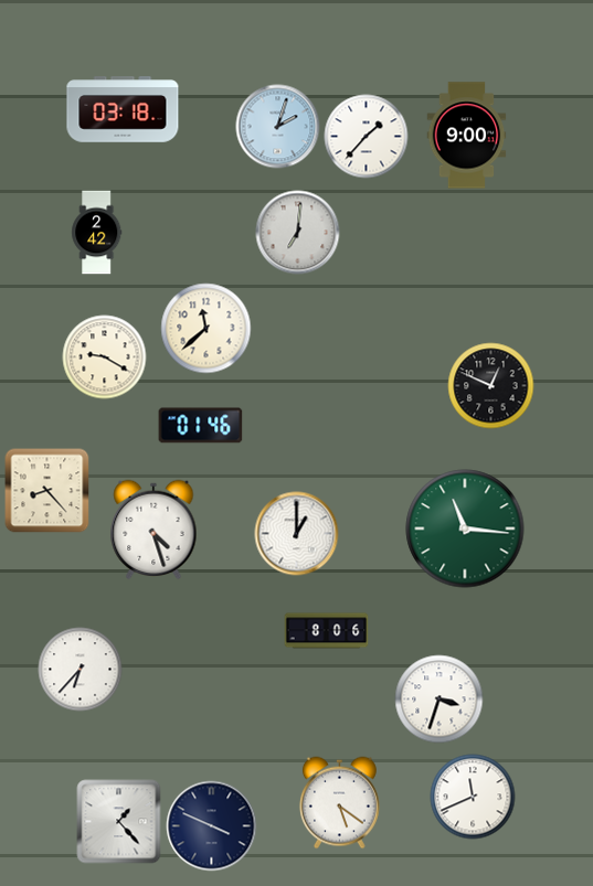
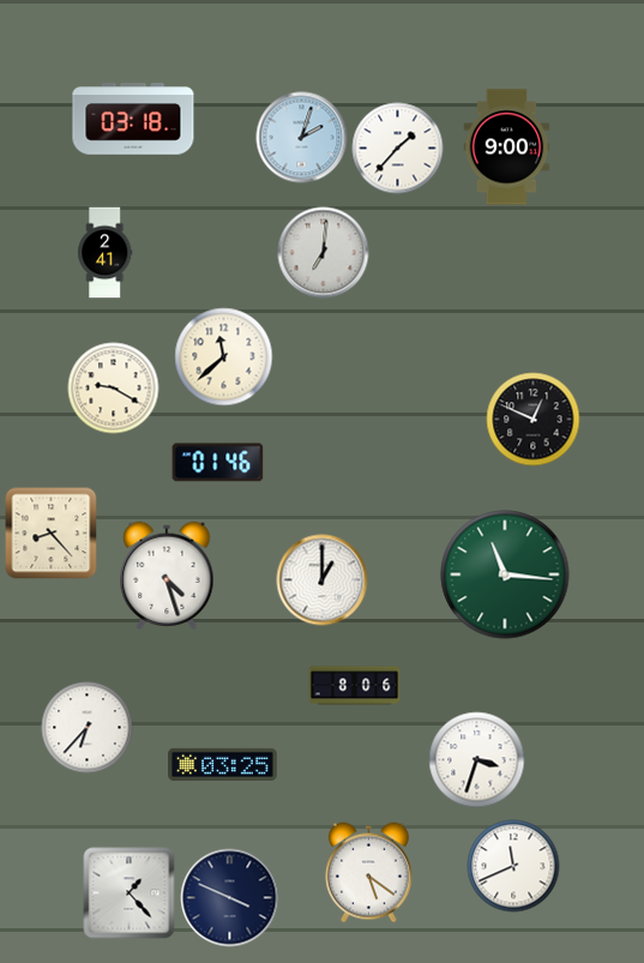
clock at (97, 233): 2:42 -> 2:41
clock at (223, 764): none -> 03:25
